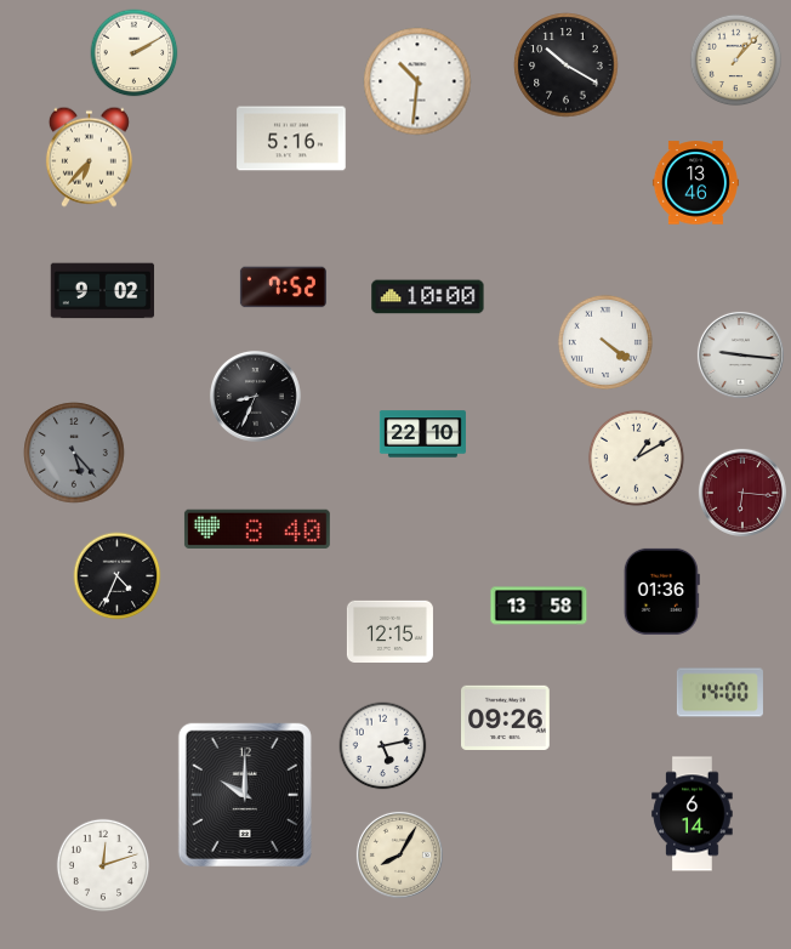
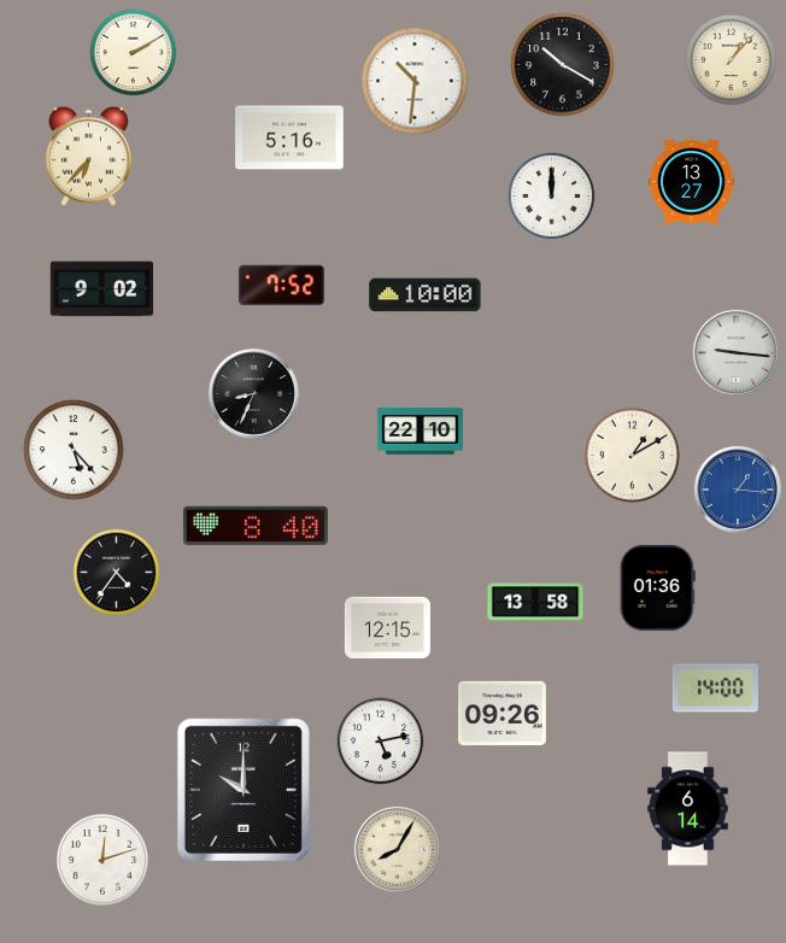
clock at (695, 183): 13:46 -> 13:27
clock at (552, 197): none -> 12:00
clock at (605, 342): 4:21 -> none
clock at (74, 453) dial: grey -> white
clock at (742, 493): 6:16 -> 1:16
clock at (742, 493) dial: burgundy -> blue
clock at (118, 576): 4:34 -> 4:36
